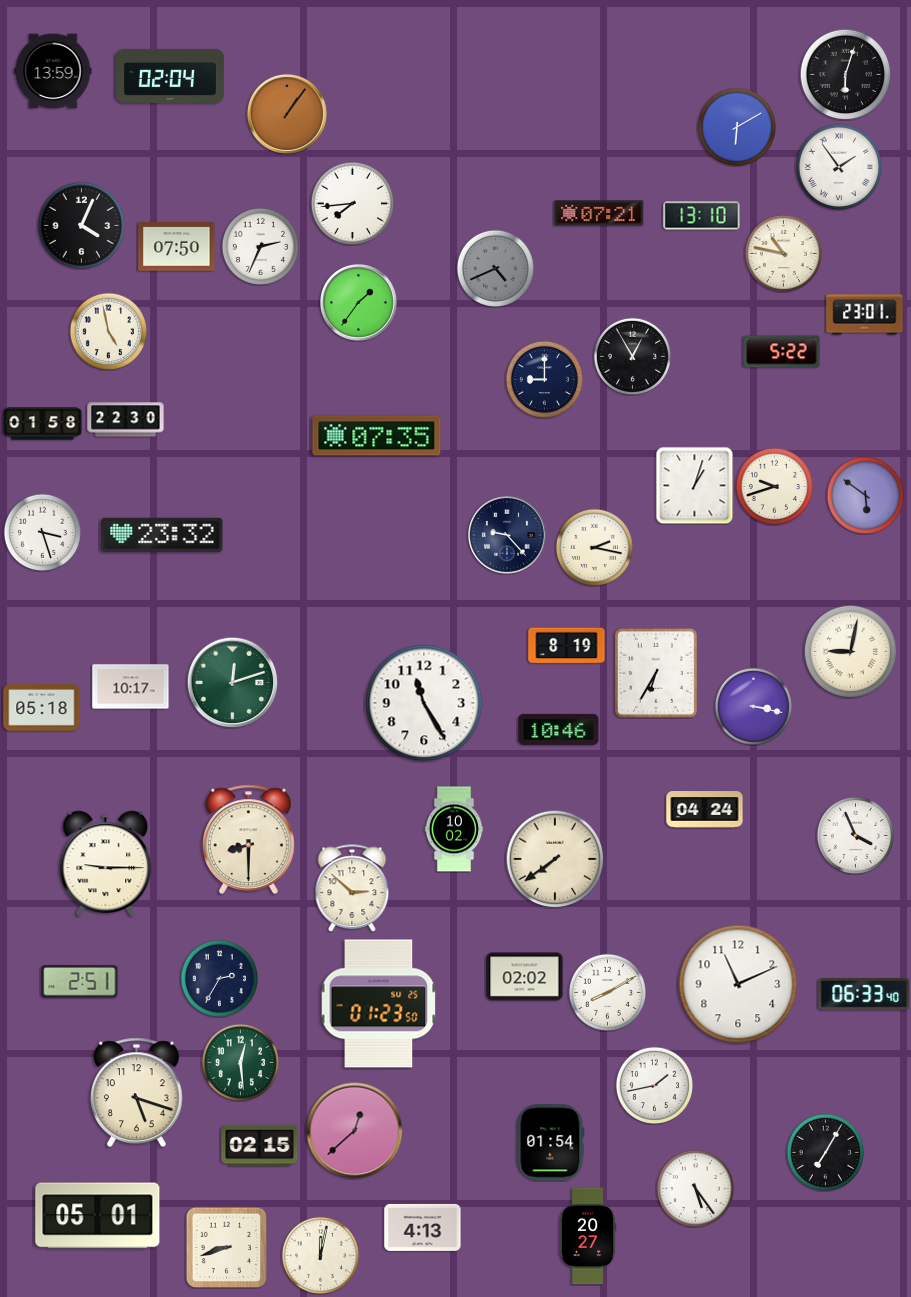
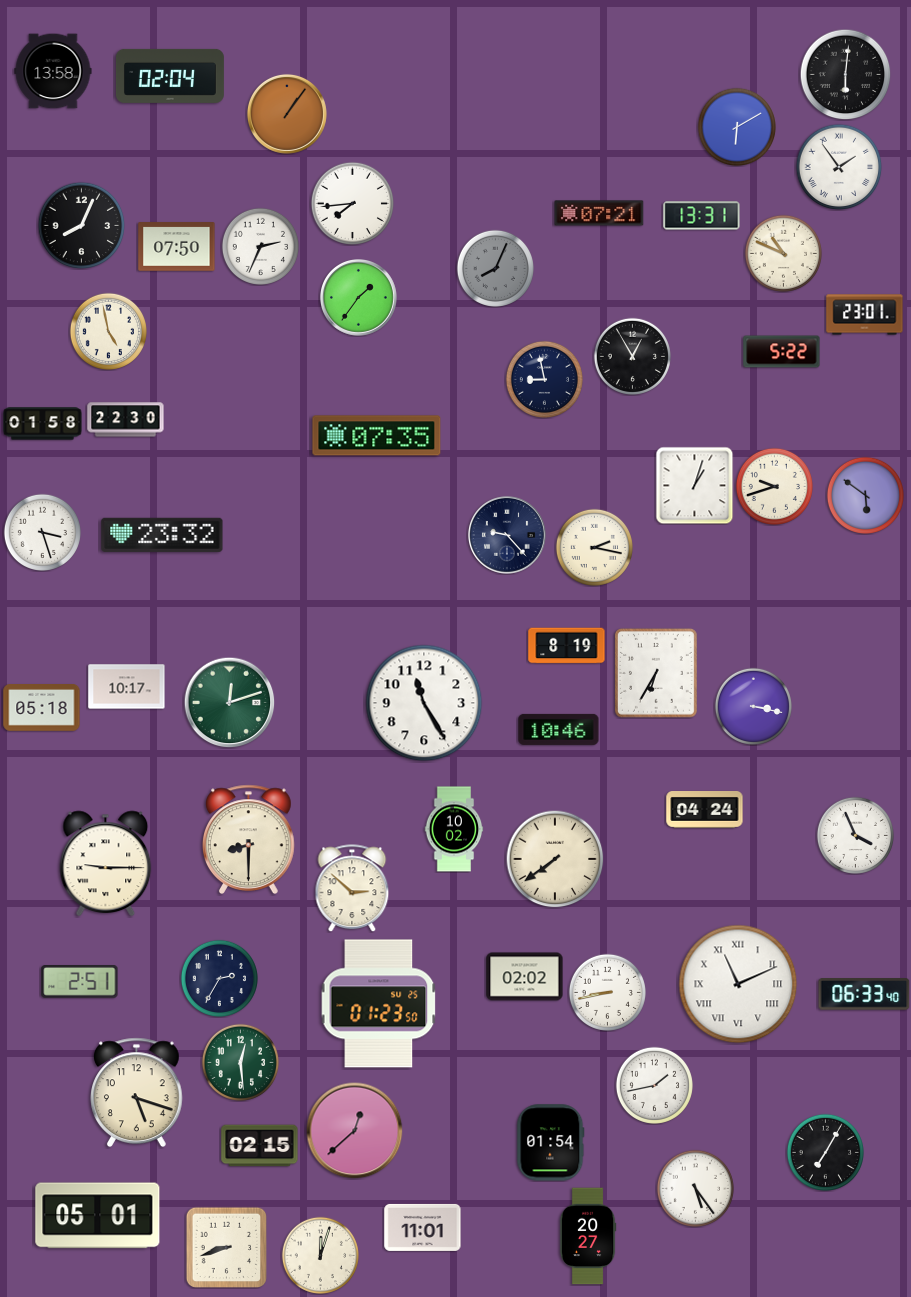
clock at (53, 71): 13:59 -> 13:58
clock at (845, 74): 6:03 -> 6:01
clock at (702, 216): 13:10 -> 13:31
clock at (81, 225): 4:04 -> 8:04
clock at (783, 253): 10:47 -> 10:49
clock at (495, 268): 4:41 -> 8:04
clock at (359, 303) position: (359, 303) -> (359, 298)
clock at (544, 379): 9:00 -> 8:58
clock at (850, 651): 9:02 -> none
clock at (232, 682) position: (232, 682) -> (229, 702)
clock at (131, 687) position: (131, 687) -> (127, 687)
clock at (738, 984) numerals: Arabic -> Roman
clock at (607, 992): 8:10 -> 8:43
clock at (423, 1227): 4:13 -> 11:01
clock at (320, 1255): 12:02 -> 12:03
